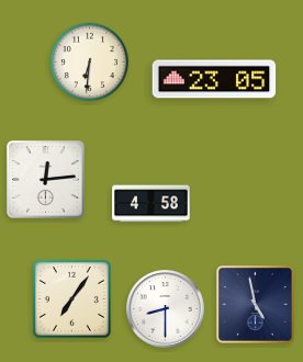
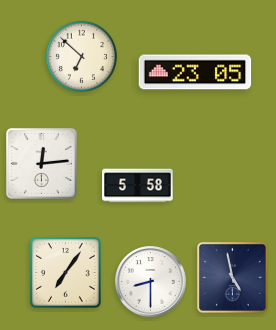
clock at (89, 61): 6:31 -> 6:52
clock at (151, 204): 4:58 -> 5:58
